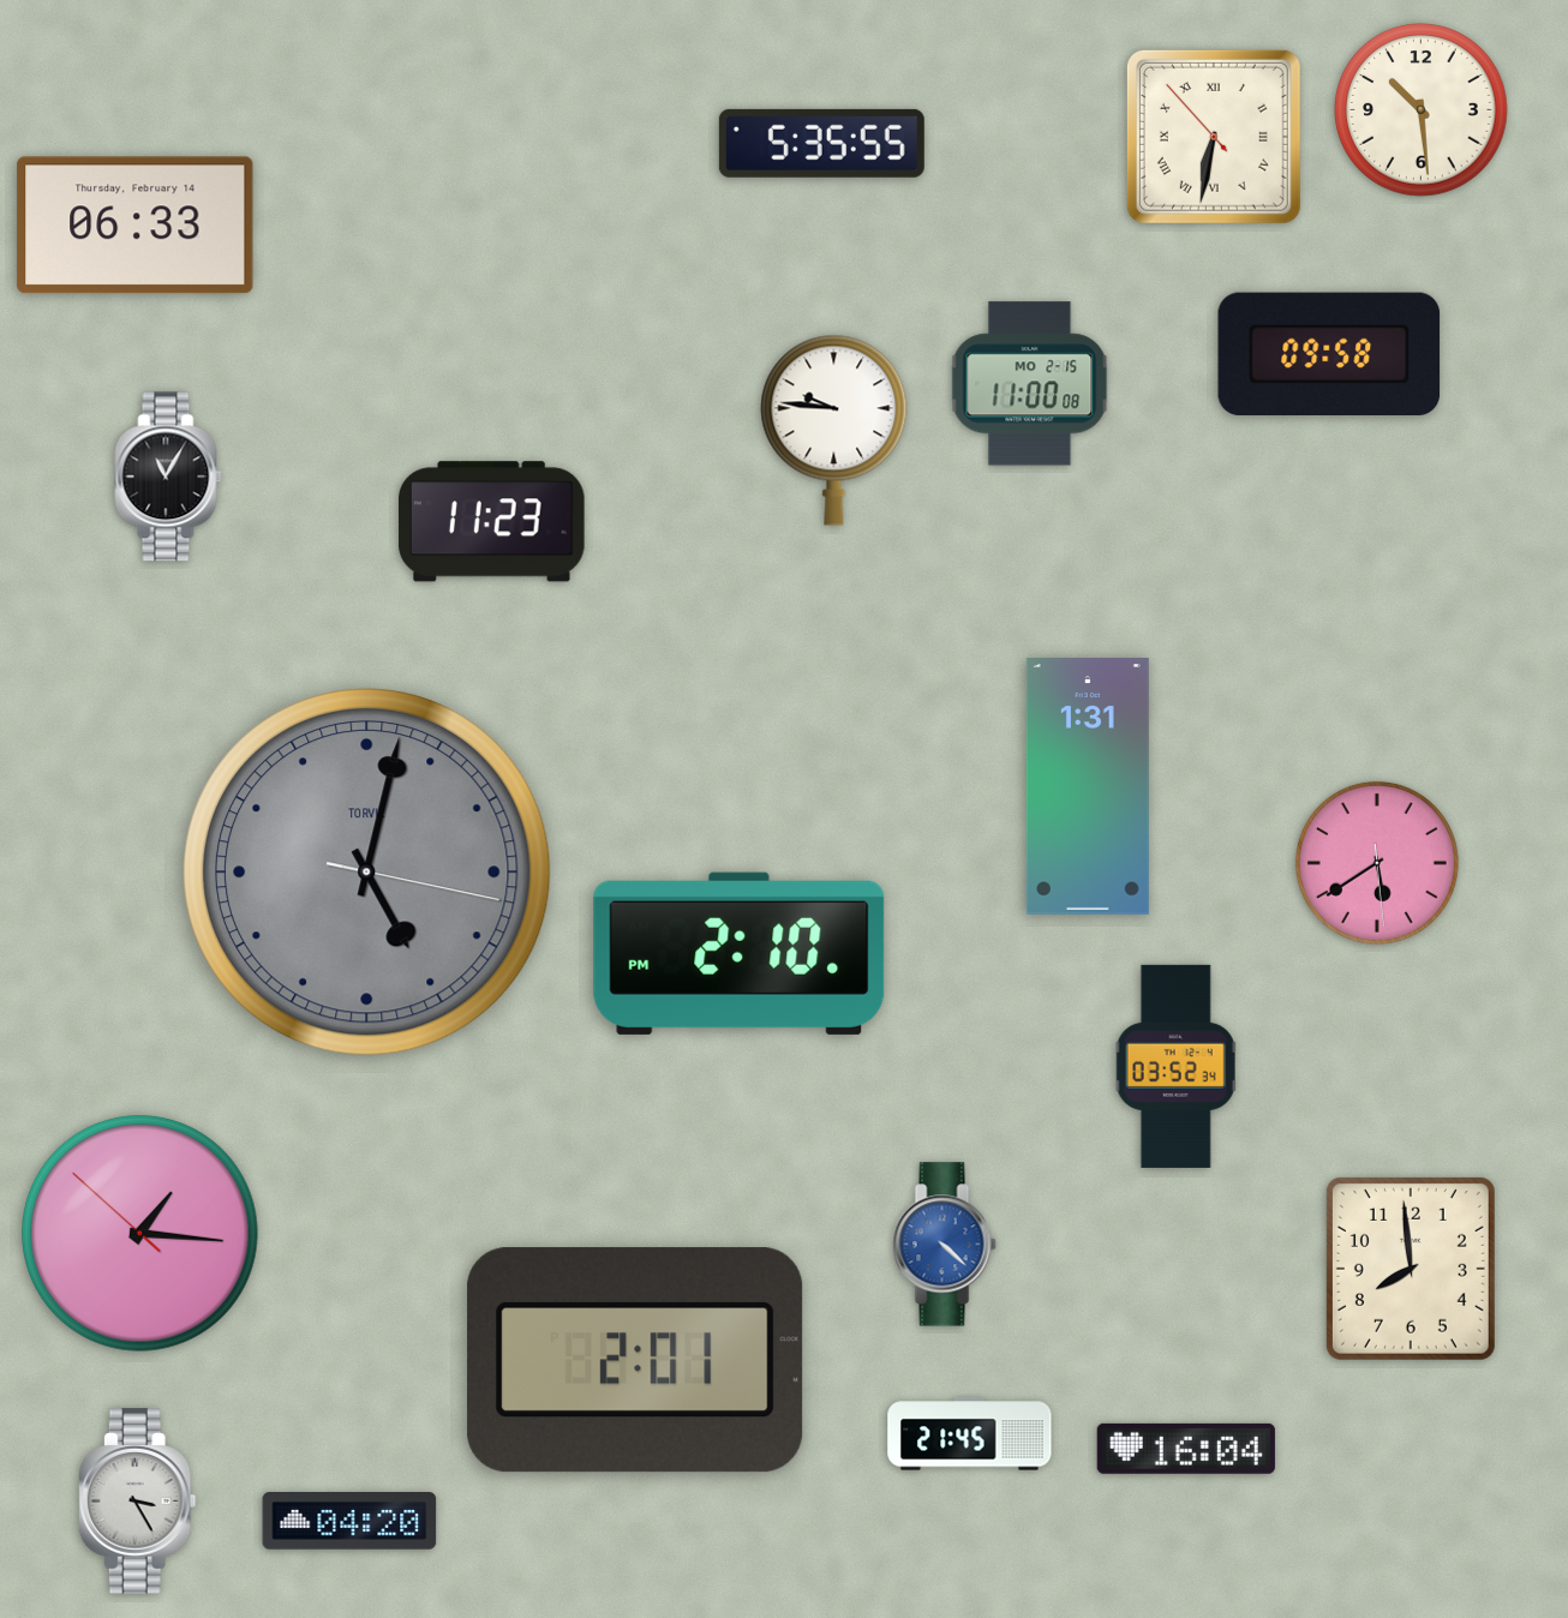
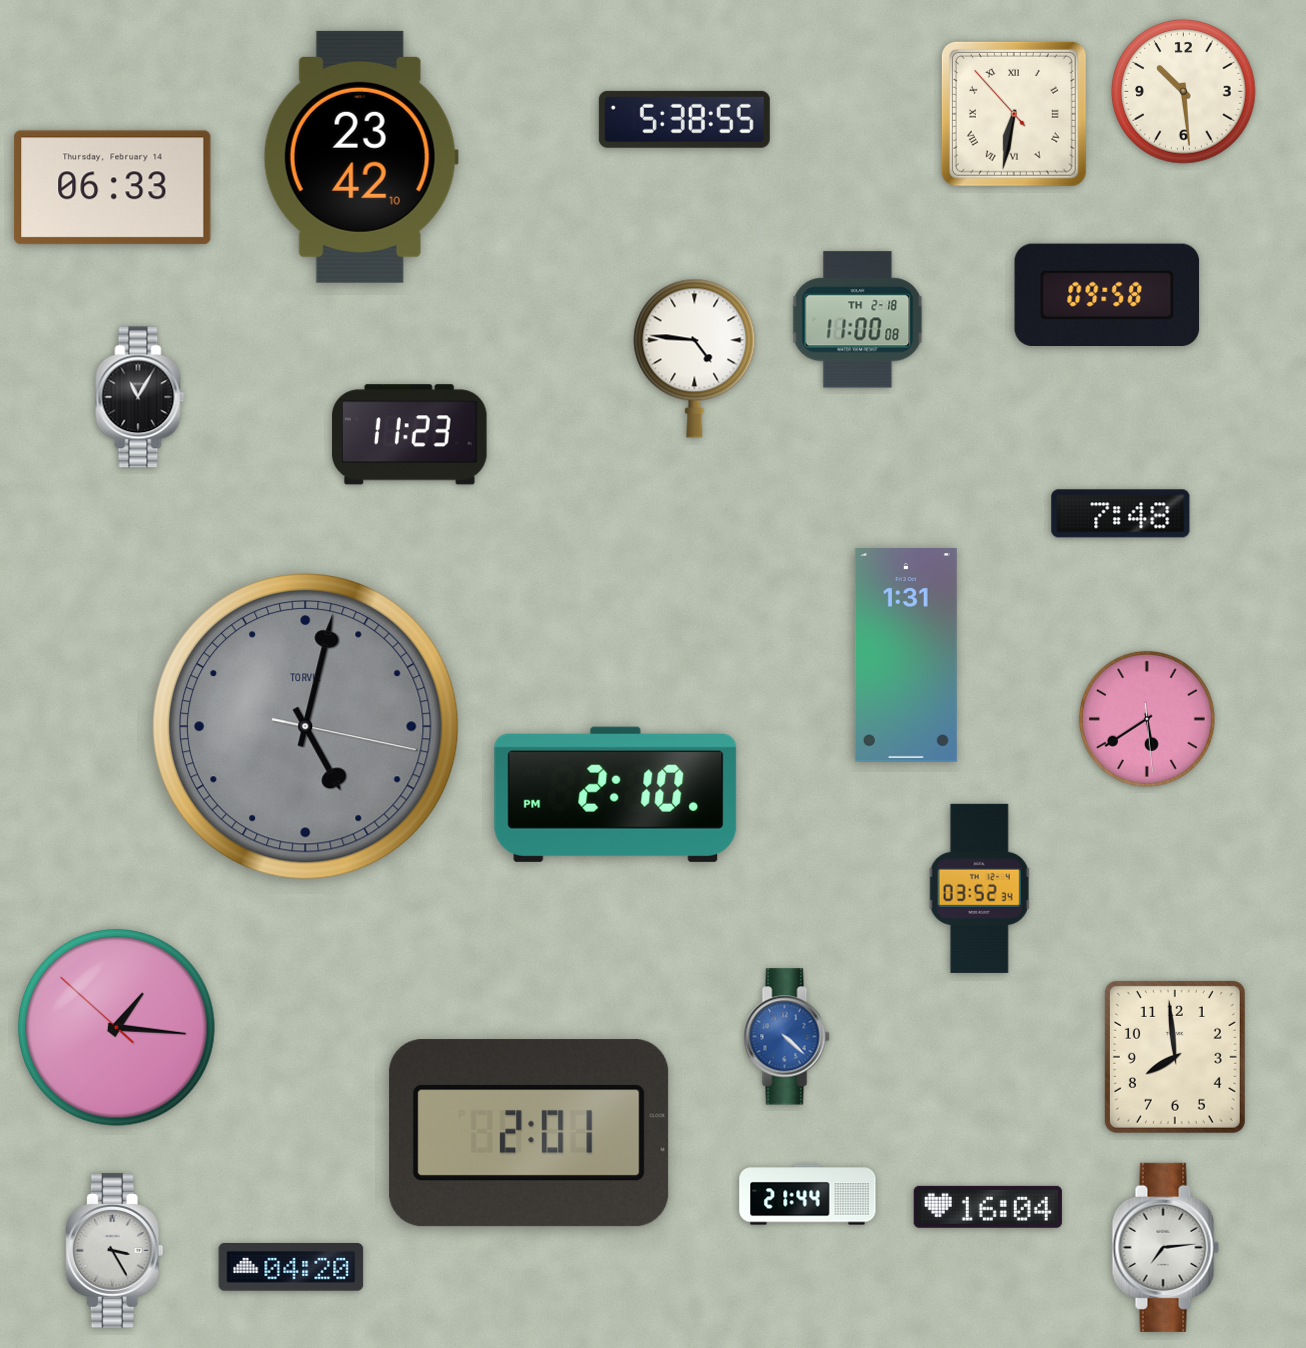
clock at (1214, 137) position: (1214, 137) -> (1014, 114)
clock at (821, 143): 5:35 -> 5:38
clock at (361, 157): none -> 23:42
clock at (1030, 384) date: MO 2-15 -> TH 2-18
clock at (834, 430): 9:46 -> 4:46
clock at (1121, 514): none -> 7:48
clock at (970, 1434): 21:45 -> 21:44
clock at (1165, 1247): none -> 7:14
